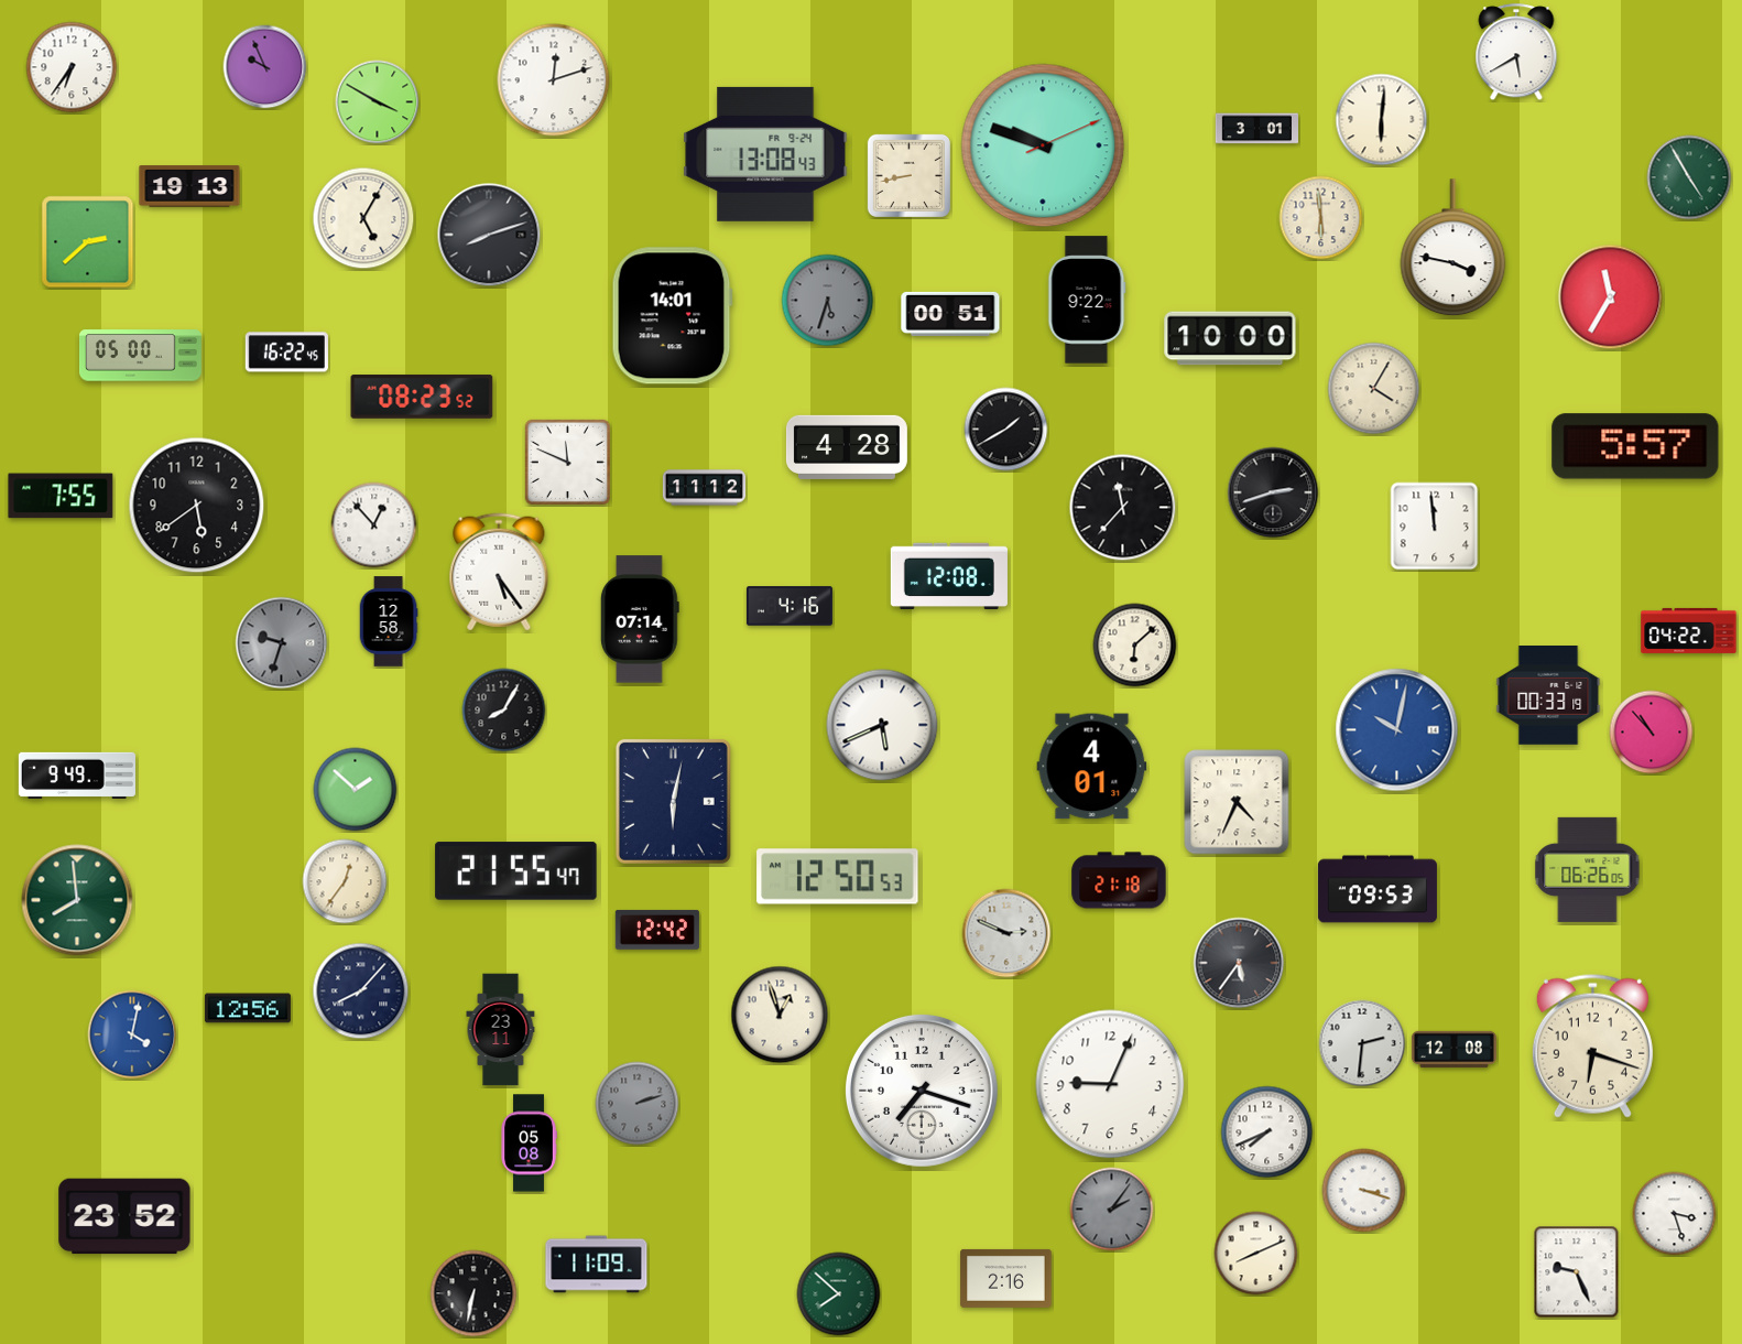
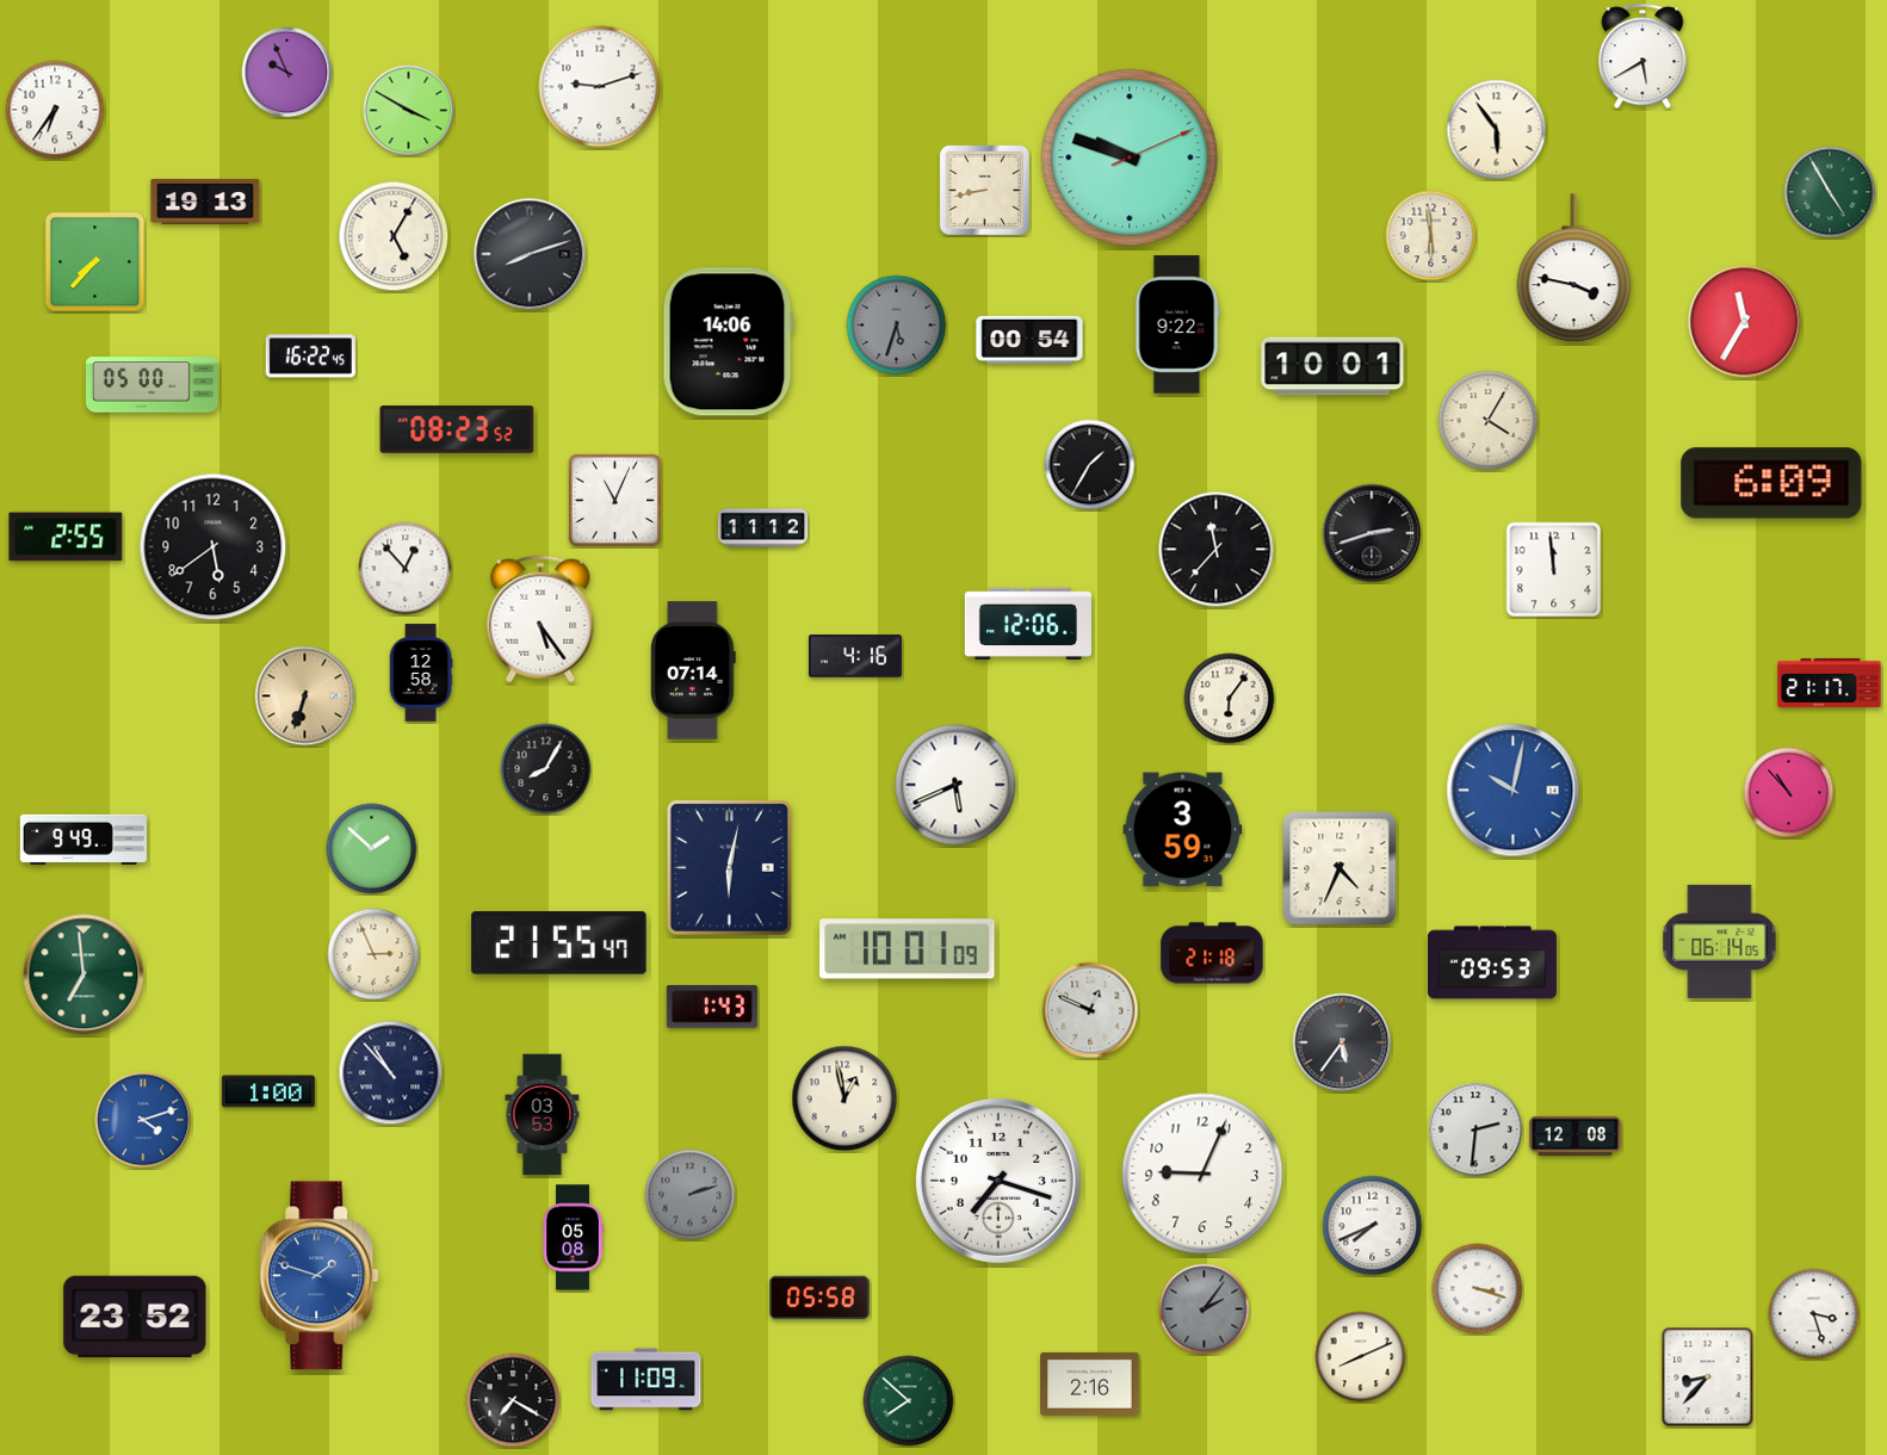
clock at (72, 67) position: (72, 67) -> (55, 110)
clock at (554, 80): 12:12 -> 9:12
clock at (1382, 120): 6:01 -> 5:54
clock at (1256, 129): 3:01 -> none
clock at (765, 154): 13:08 -> none
clock at (88, 242): 2:38 -> 7:37
clock at (950, 314): 00:51 -> 00:54
clock at (672, 316): 14:01 -> 14:06
clock at (1230, 338): 10:00 -> 10:01
clock at (286, 353) position: (286, 353) -> (310, 357)
clock at (1006, 430): 1:40 -> 1:35
clock at (1635, 446): 5:57 -> 6:09
clock at (847, 447): 4:28 -> none
clock at (567, 462): 11:49 -> 11:04
clock at (1273, 492) position: (1273, 492) -> (1372, 533)
clock at (61, 496): 7:55 -> 2:55
clock at (949, 576): 12:08 -> 12:06
clock at (1689, 630): 04:22 -> 21:17
clock at (282, 643): 9:33 -> 6:33
clock at (282, 643) dial: grey -> champagne
clock at (1135, 646): 6:08 -> 6:06
clock at (1548, 696): 00:33 -> none
clock at (1092, 767): 4:01 -> 3:59
clock at (356, 790) position: (356, 790) -> (372, 849)
clock at (1588, 869): 06:26 -> 06:14
clock at (838, 877): 12:50 -> 10:01
clock at (345, 881): 12:36 -> 2:56
clock at (77, 900): 7:59 -> 6:59
clock at (657, 930): 12:42 -> 1:43
clock at (1006, 933): 2:49 -> 12:49
clock at (361, 991): 8:07 -> 10:53
clock at (248, 1008): 12:56 -> 1:00
clock at (780, 1015): 12:57 -> 12:58
clock at (501, 1030): 23:11 -> 03:53
clock at (132, 1034): 4:02 -> 4:12
clock at (1592, 1045): 6:18 -> none
clock at (320, 1276): none -> 1:48
clock at (819, 1298): none -> 05:58
clock at (597, 1265) position: (597, 1265) -> (646, 1380)
clock at (1577, 1272): 9:26 -> 8:37
clock at (473, 1293): 6:32 -> 7:20
